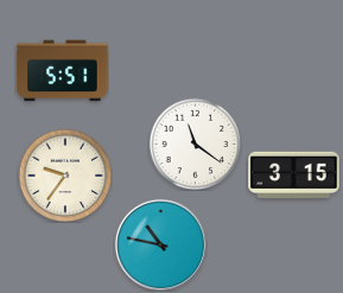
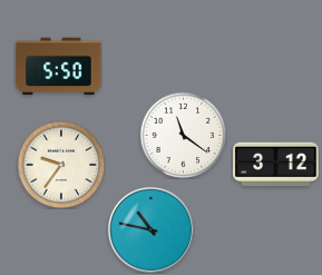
clock at (63, 71): 5:51 -> 5:50
clock at (294, 174): 3:15 -> 3:12
